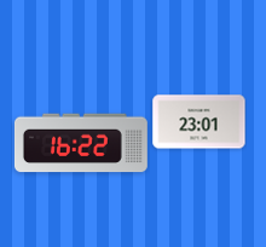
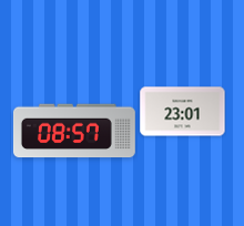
clock at (81, 143): 16:22 -> 08:57
